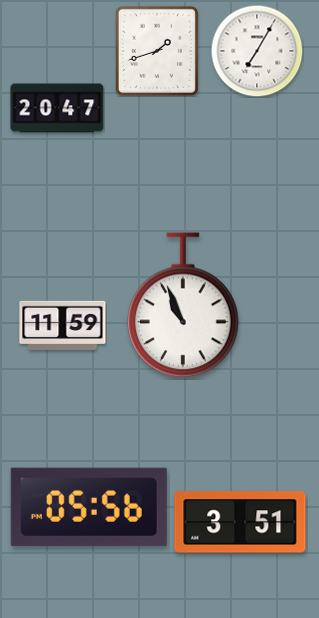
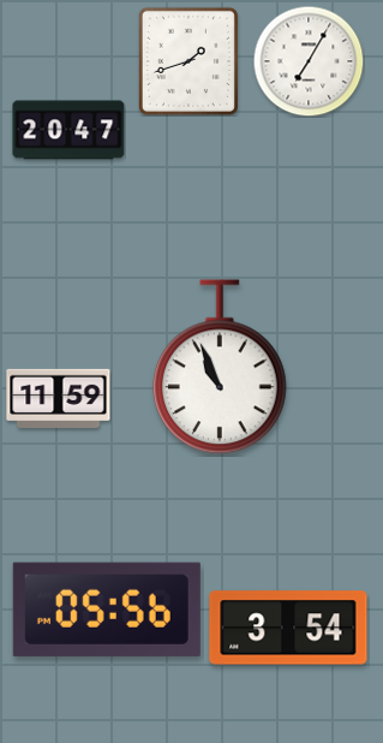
clock at (63, 325) position: (63, 325) -> (59, 398)
clock at (240, 522): 3:51 -> 3:54
